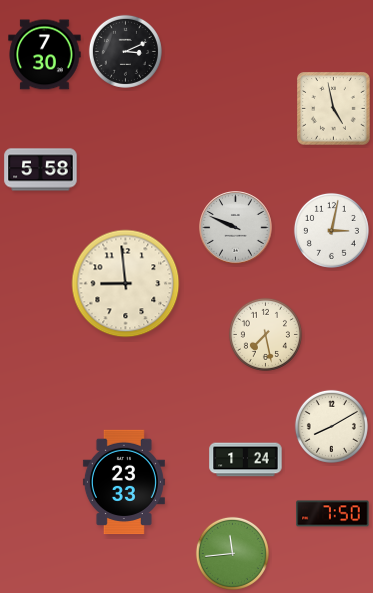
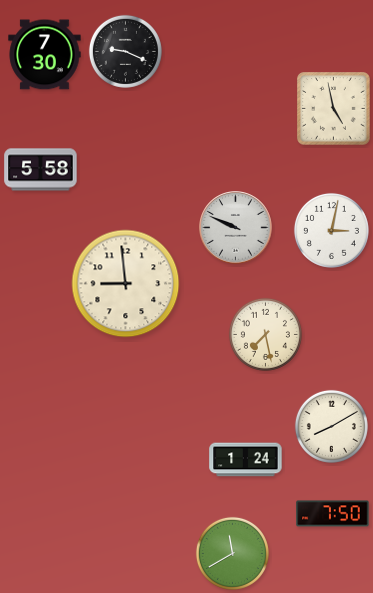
clock at (125, 51): 3:11 -> 9:19
clock at (124, 482): 23:33 -> none
clock at (232, 553): 11:44 -> 11:40
